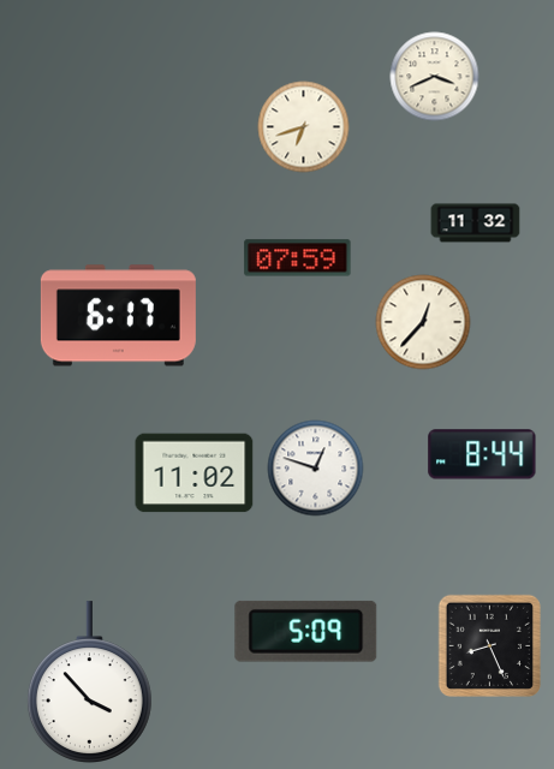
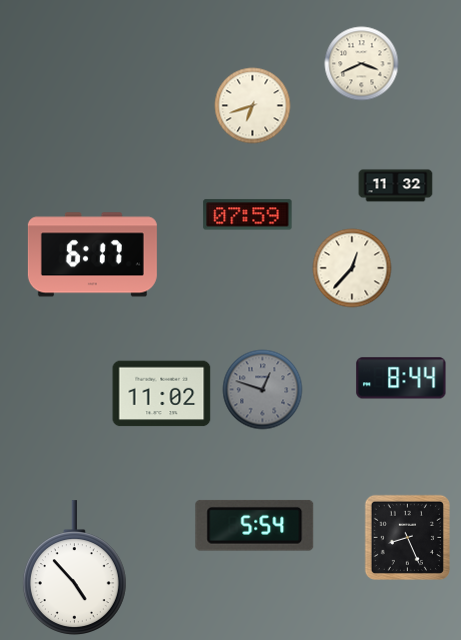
clock at (118, 316) position: (118, 316) -> (92, 255)
clock at (316, 469) dial: white -> grey
clock at (306, 631): 5:09 -> 5:54
clock at (89, 682): 3:53 -> 4:53
